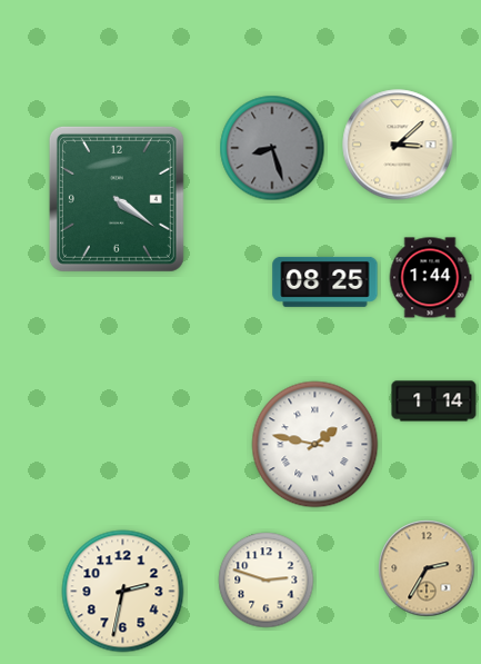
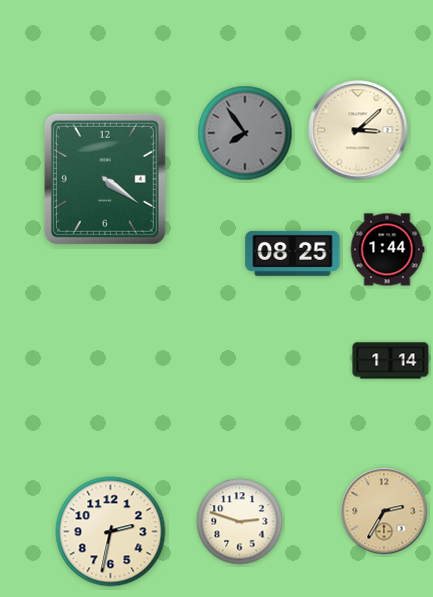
clock at (272, 148): 8:27 -> 7:54
clock at (315, 445): 1:47 -> none
